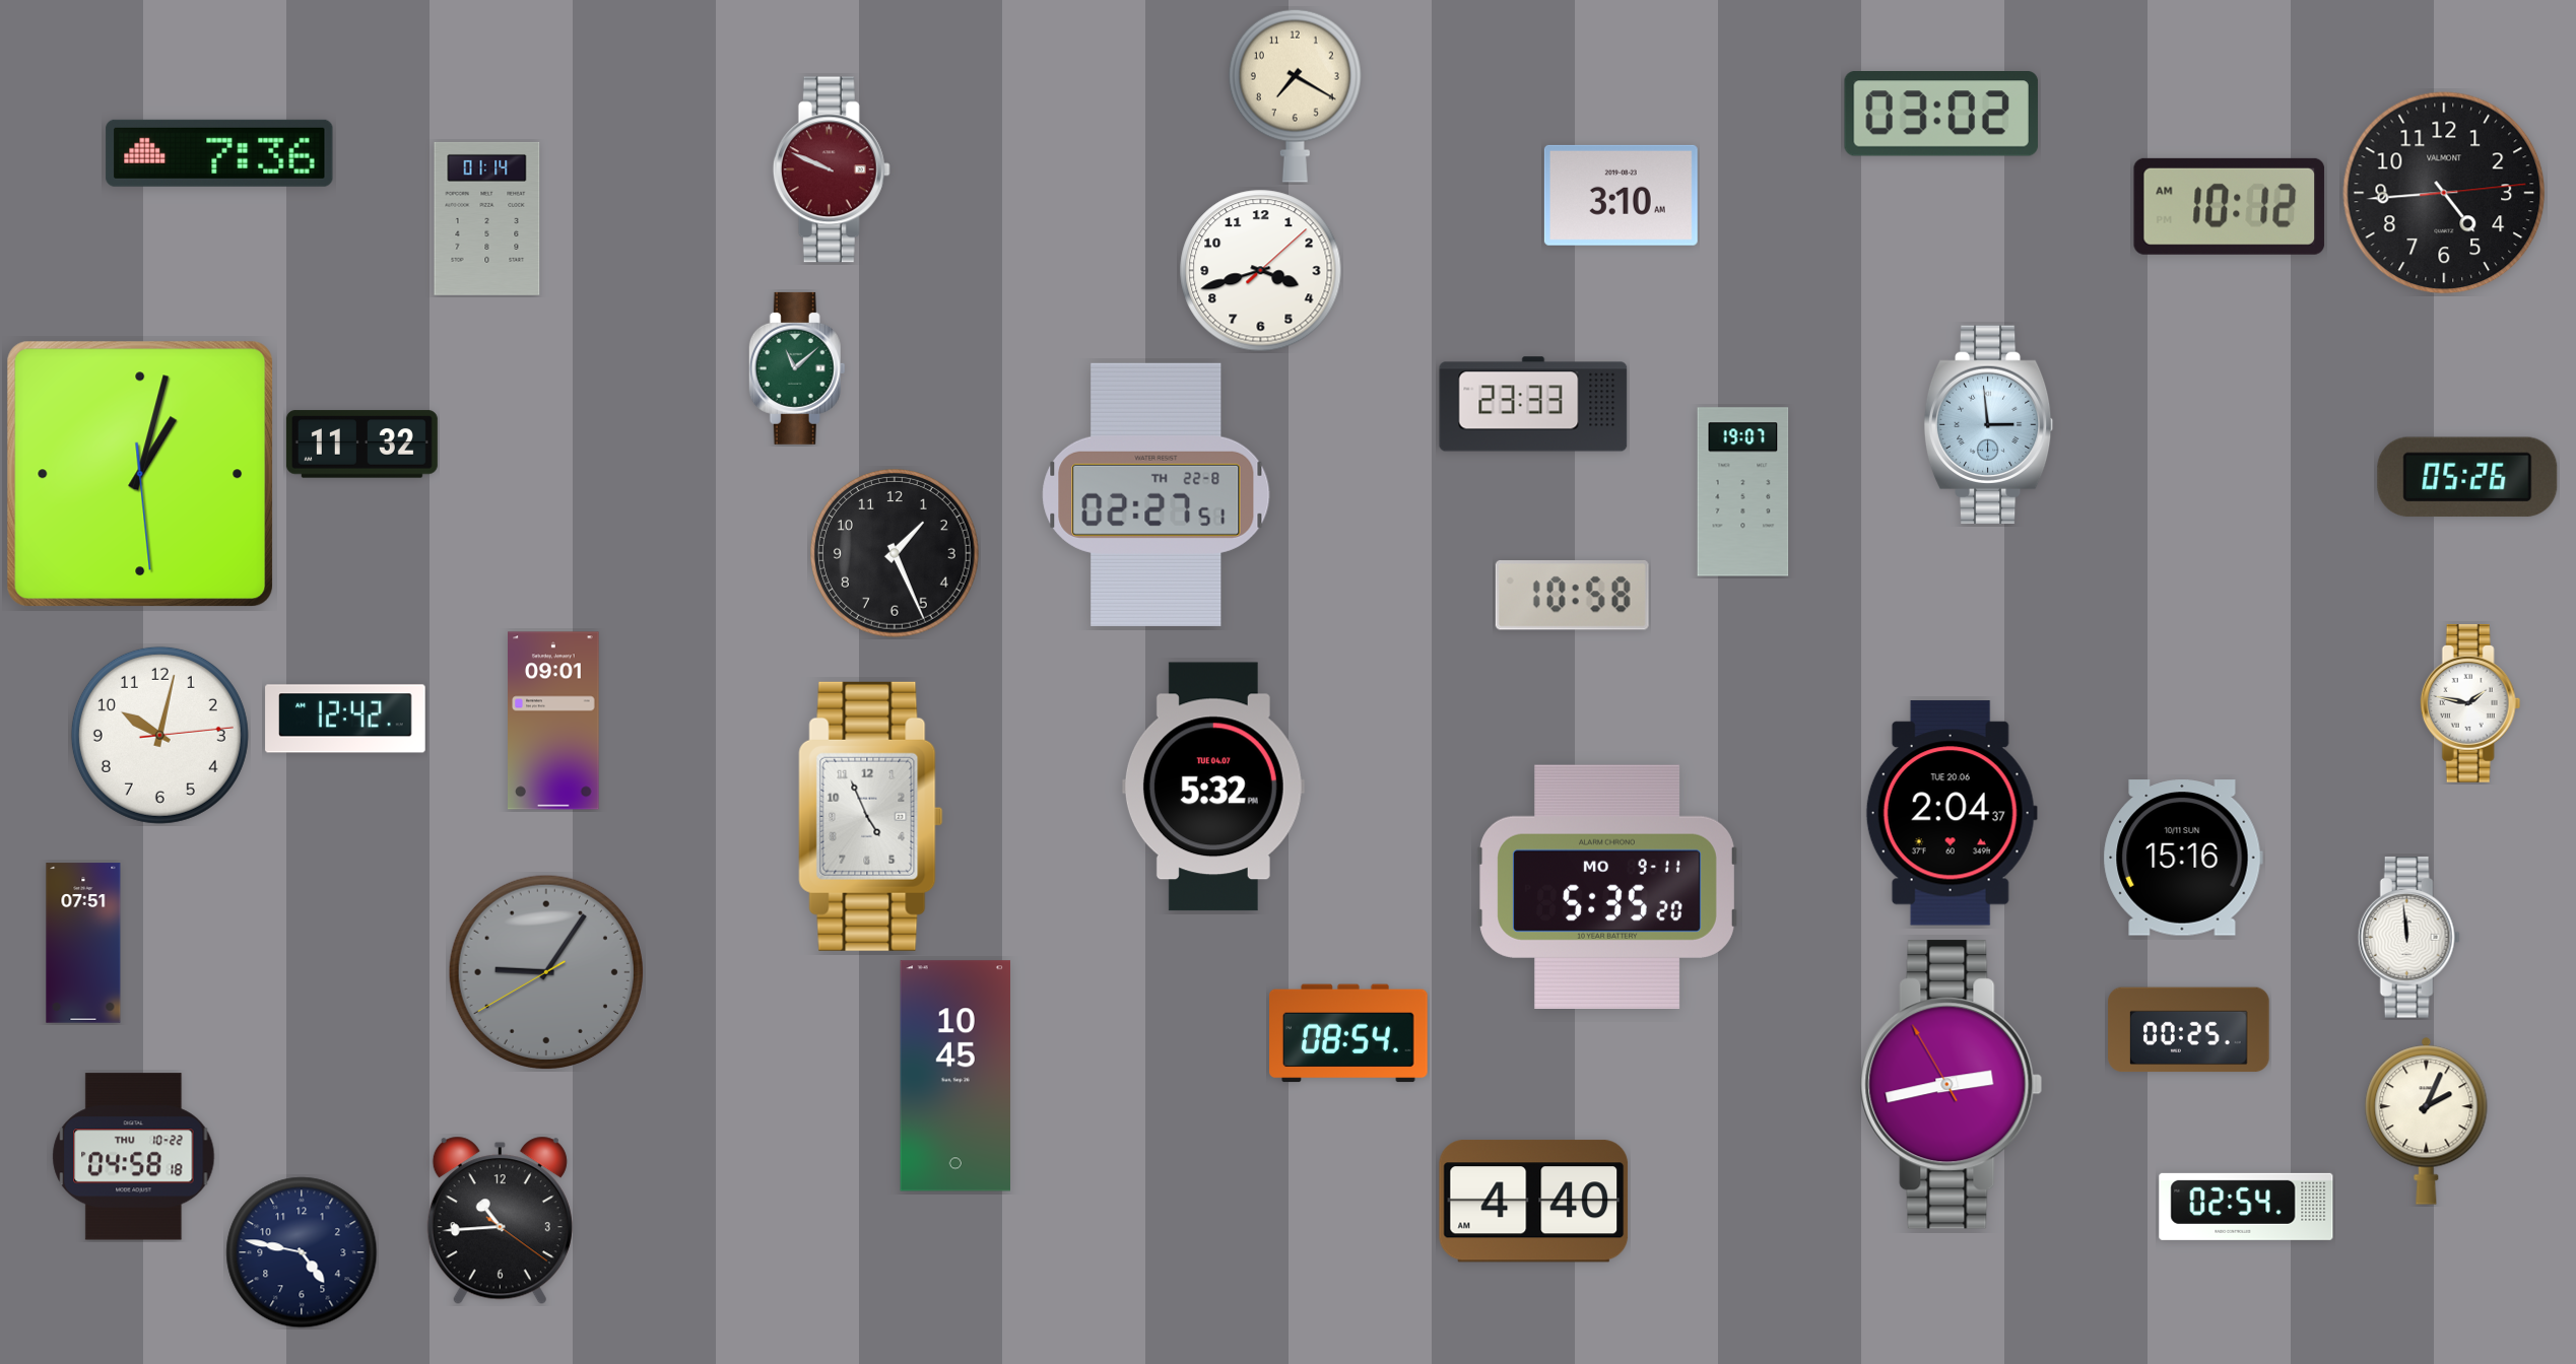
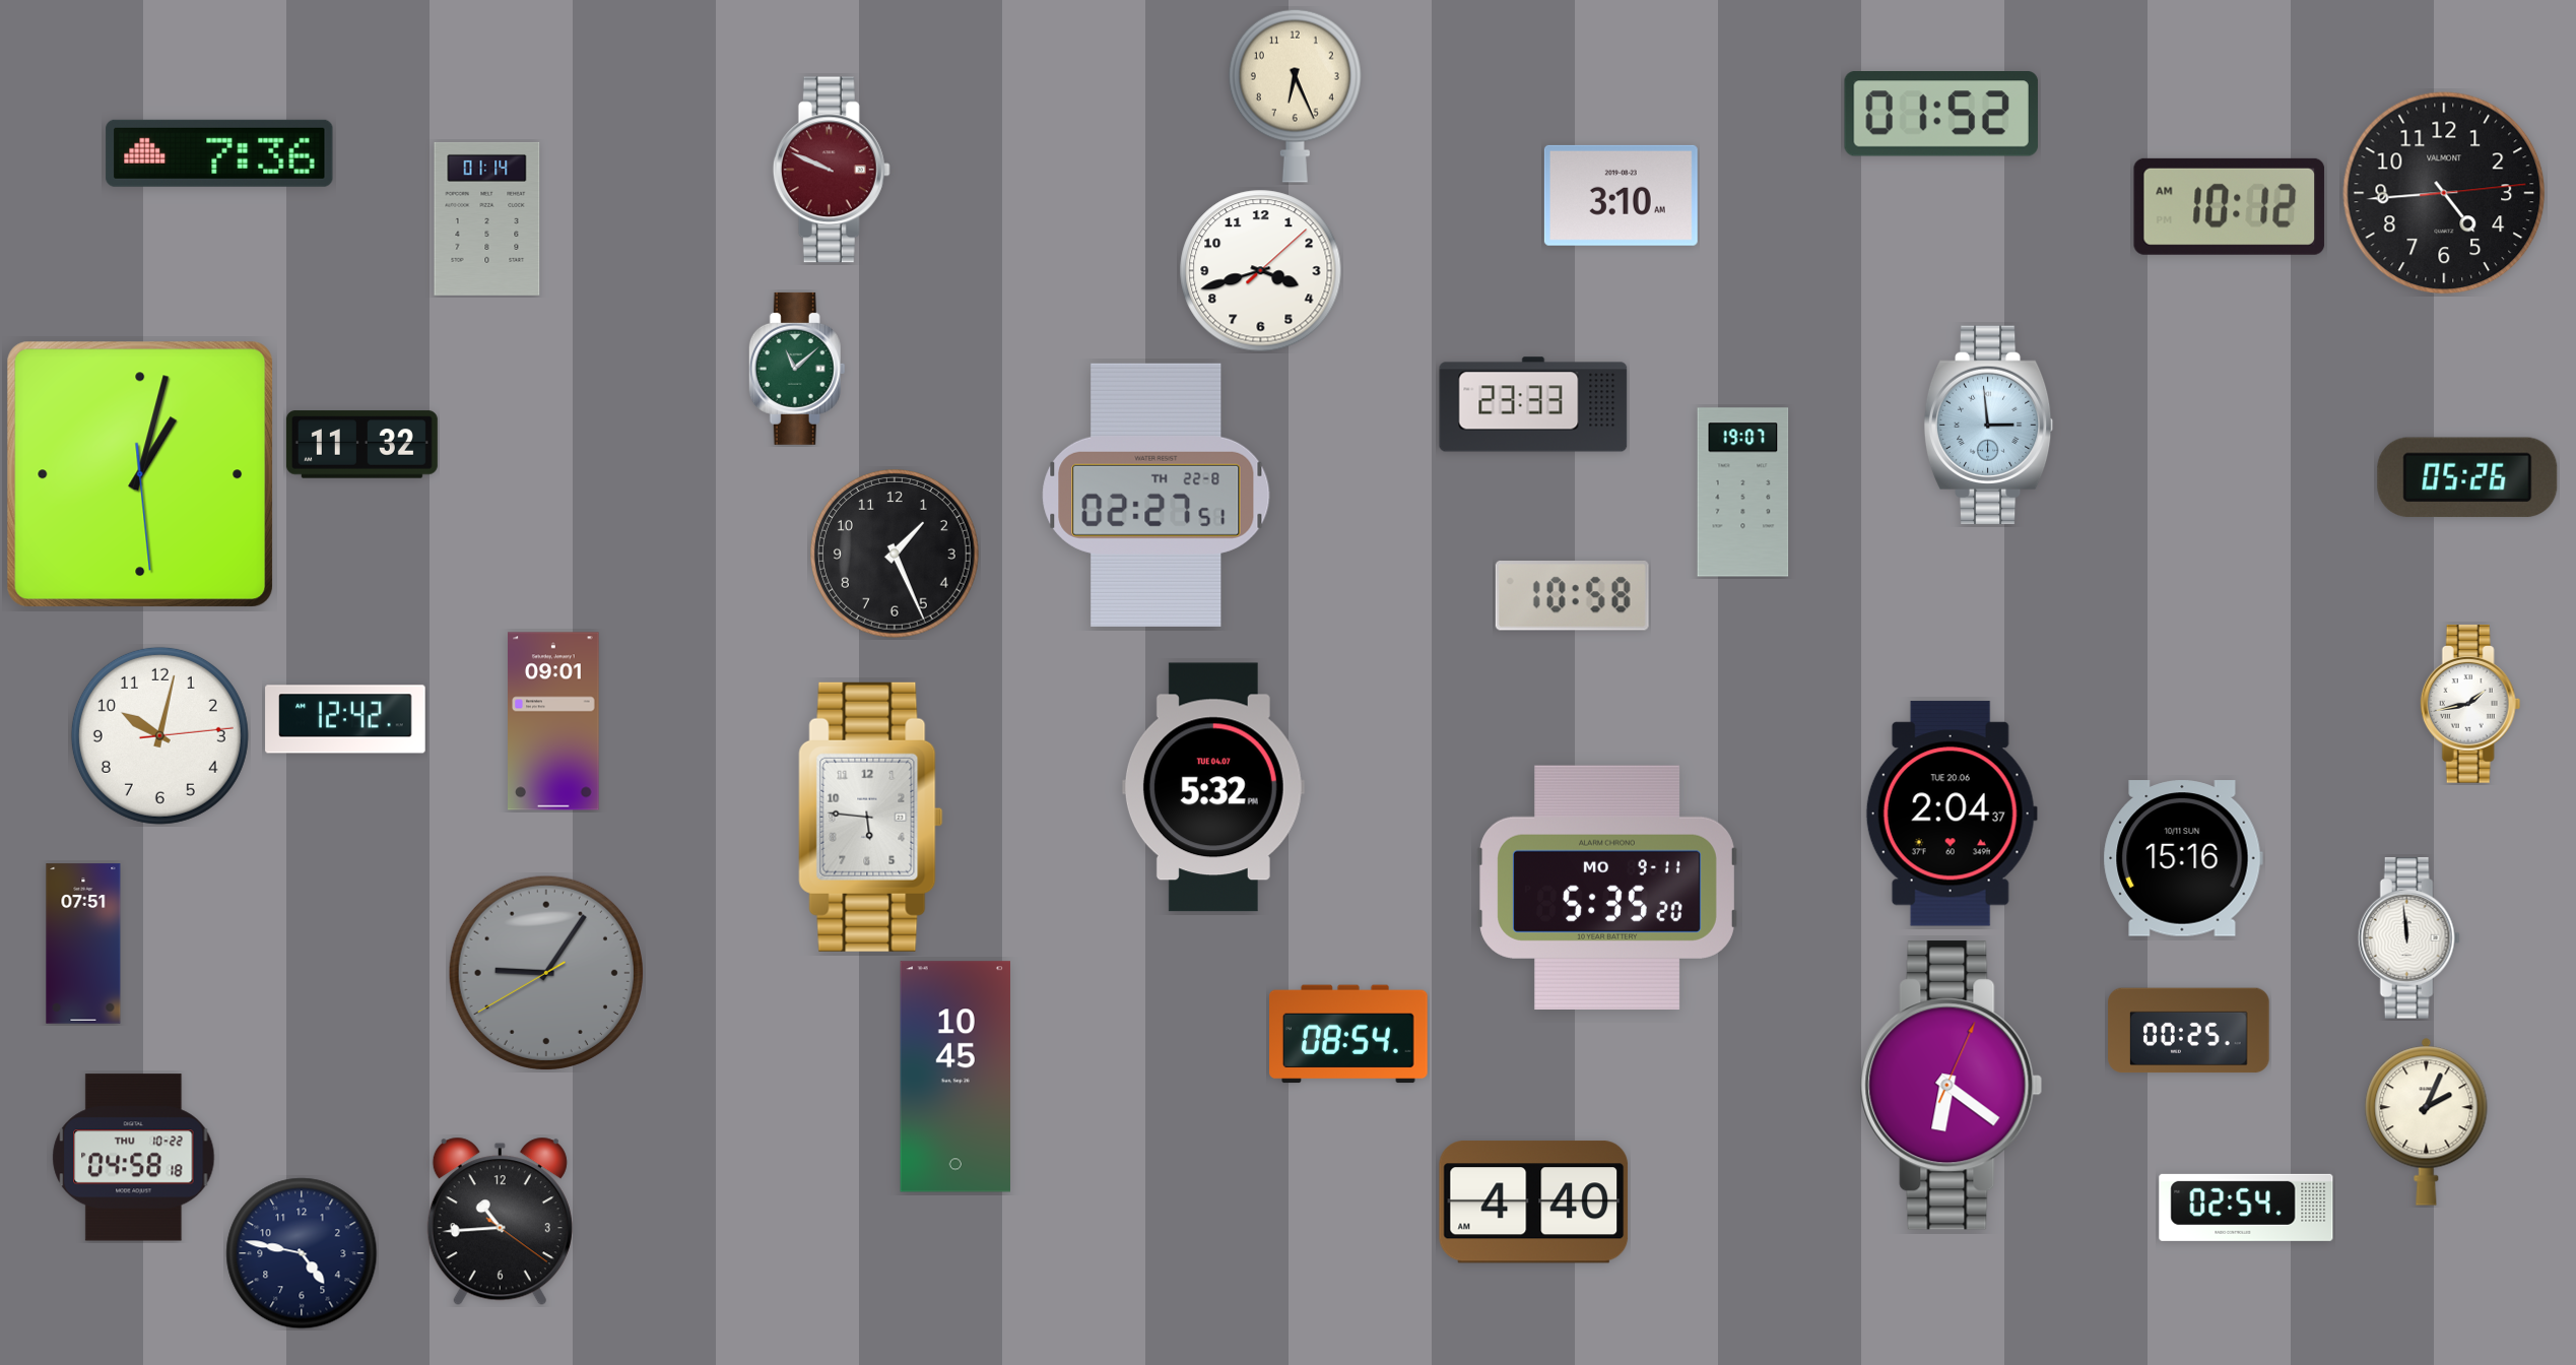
clock at (1295, 95): 7:20 -> 6:26
clock at (1941, 115): 03:02 -> 01:52
clock at (2470, 704): 1:47 -> 1:43
clock at (871, 816): 4:56 -> 5:46
clock at (1952, 1085): 2:42 -> 6:21
